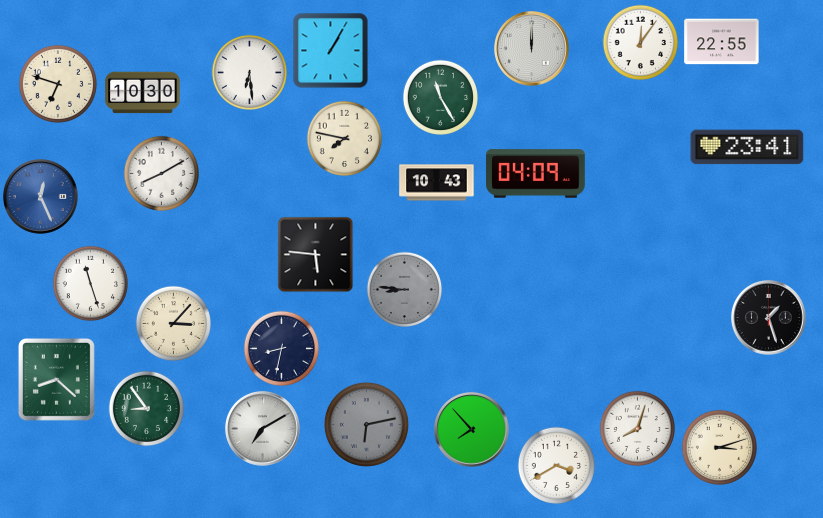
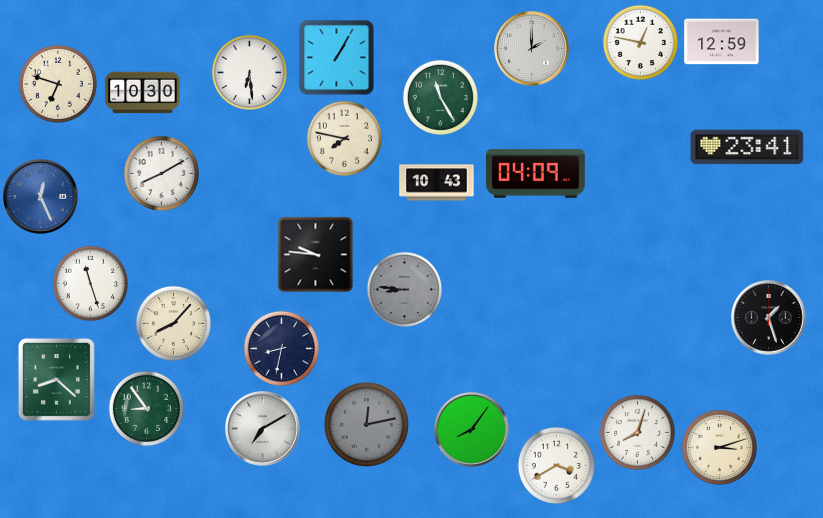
clock at (640, 42): 12:06 -> 12:47
clock at (722, 42): 22:55 -> 12:59
clock at (532, 49): 12:00 -> 2:00
clock at (331, 51) position: (331, 51) -> (337, 58)
clock at (316, 255): 5:46 -> 9:46
clock at (173, 323): 3:07 -> 8:07
clock at (366, 424): 6:13 -> 12:13
clock at (637, 428) position: (637, 428) -> (637, 432)
clock at (472, 430): 7:53 -> 8:06
